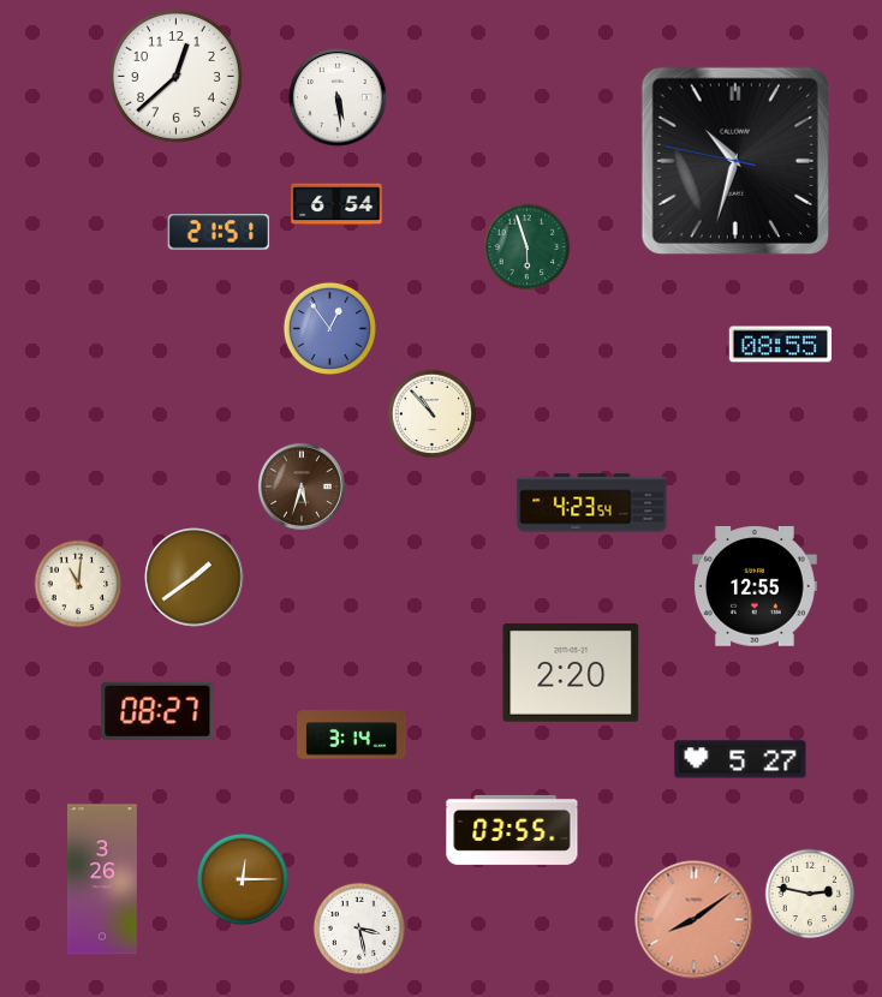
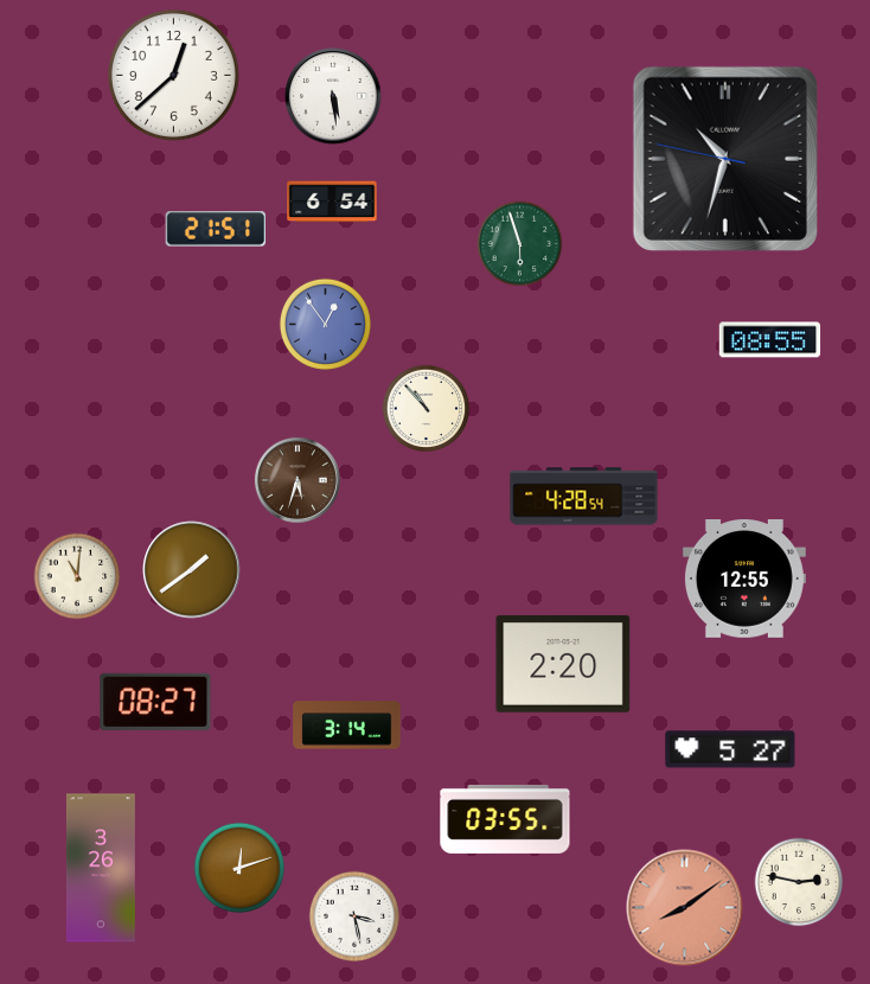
clock at (592, 503): 4:23 -> 4:28
clock at (242, 878): 12:15 -> 12:12
